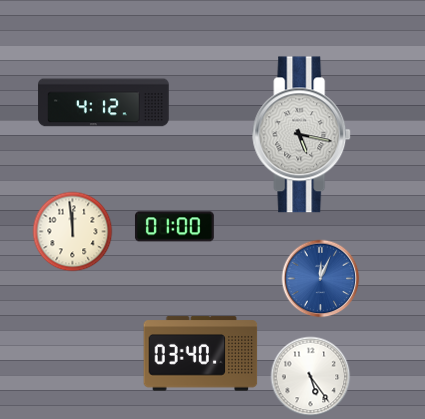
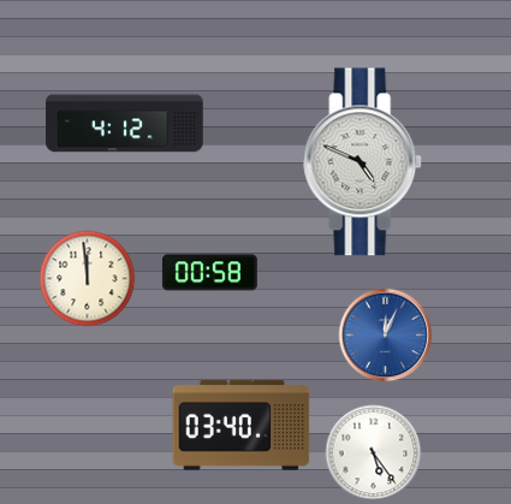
clock at (302, 135): 5:17 -> 4:49
clock at (174, 227): 01:00 -> 00:58
